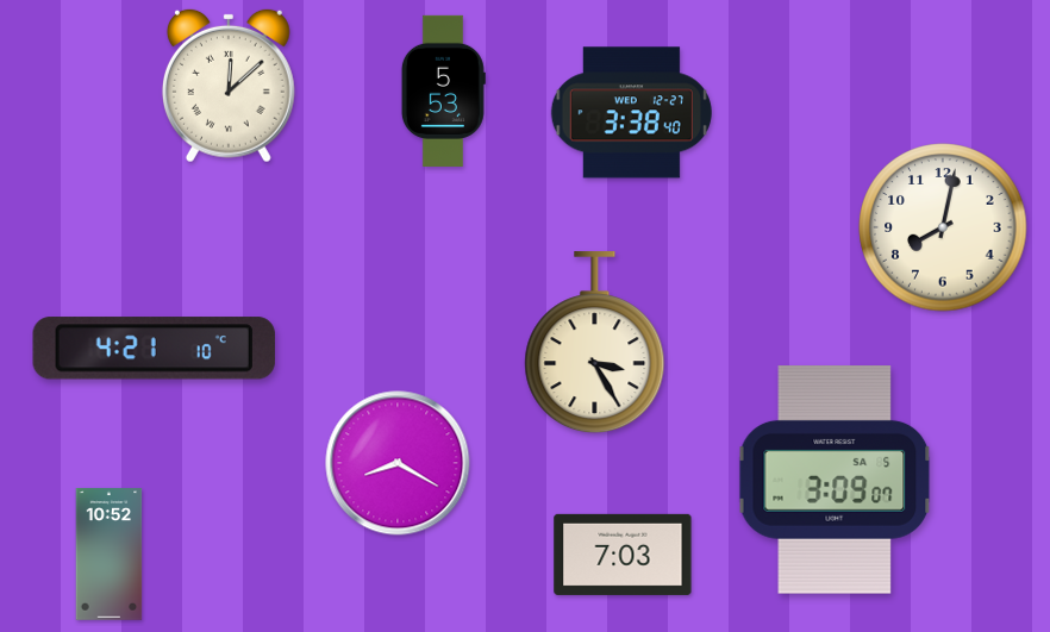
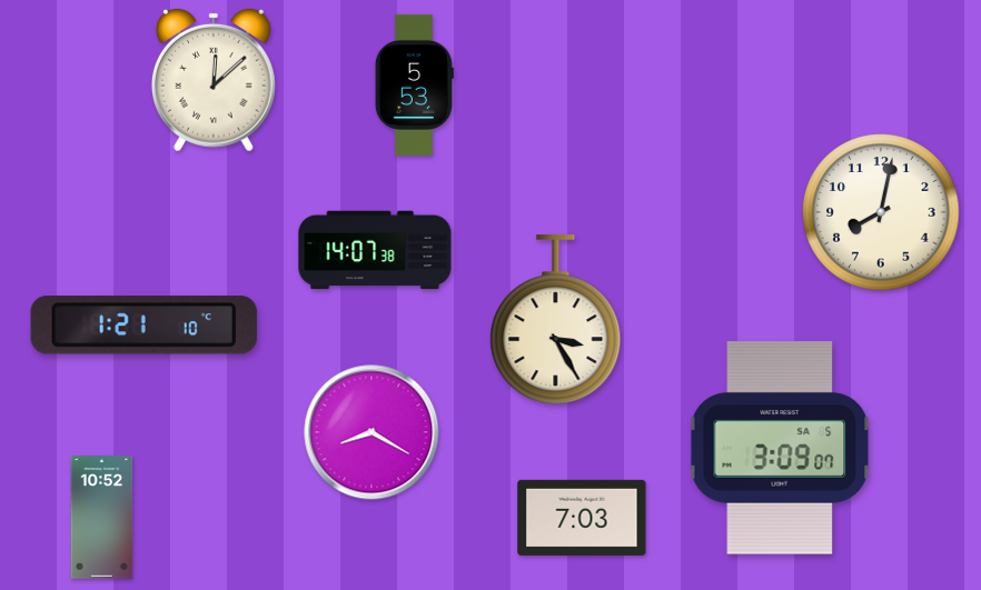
clock at (631, 113): 3:38 -> none
clock at (375, 250): none -> 14:07
clock at (154, 349): 4:21 -> 1:21
